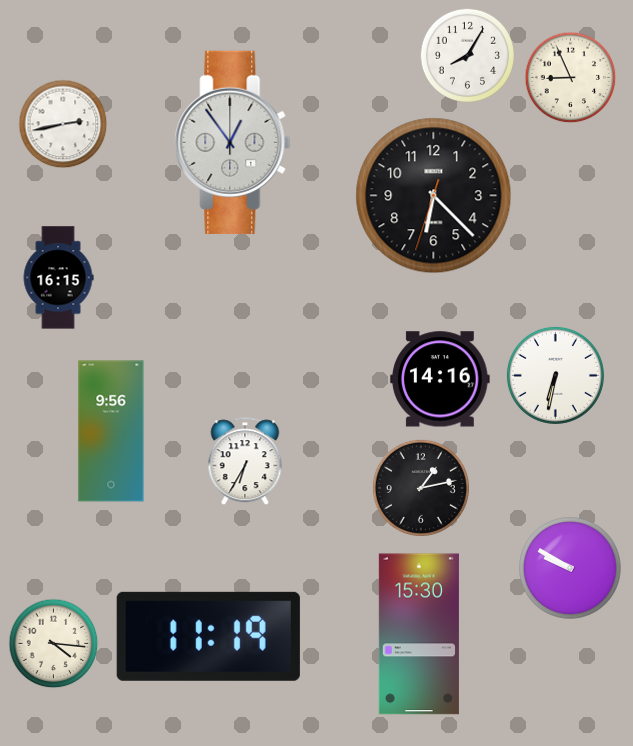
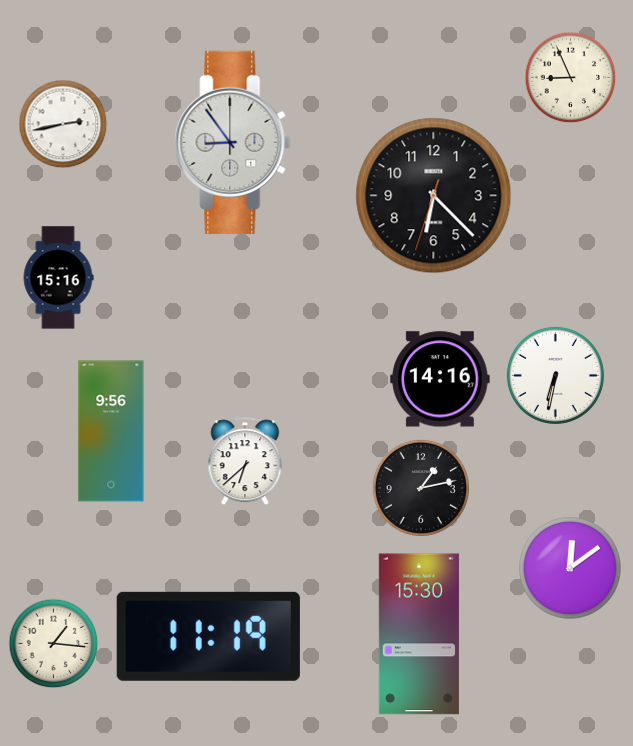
clock at (467, 55): 8:05 -> none
clock at (233, 142): 12:54 -> 8:54
clock at (58, 278): 16:15 -> 15:16
clock at (245, 462): 6:35 -> 6:38
clock at (571, 569): 9:50 -> 12:09
clock at (54, 644): 4:16 -> 1:16
